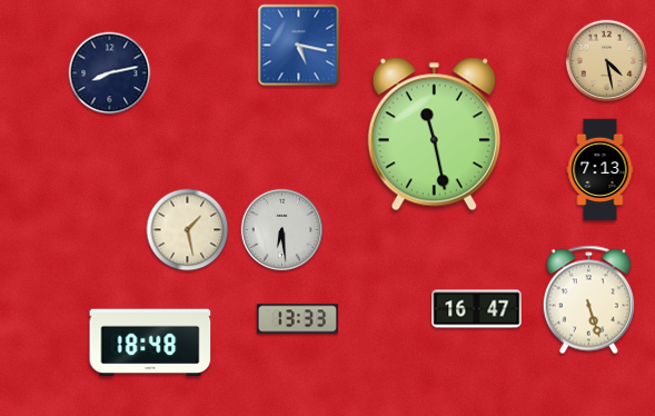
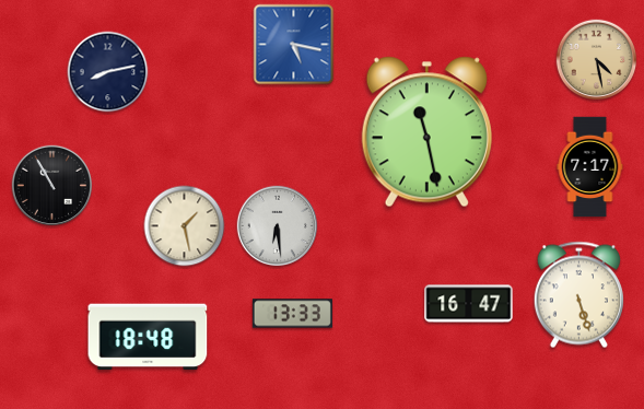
clock at (601, 170): 7:13 -> 7:17
clock at (52, 186): none -> 10:55
